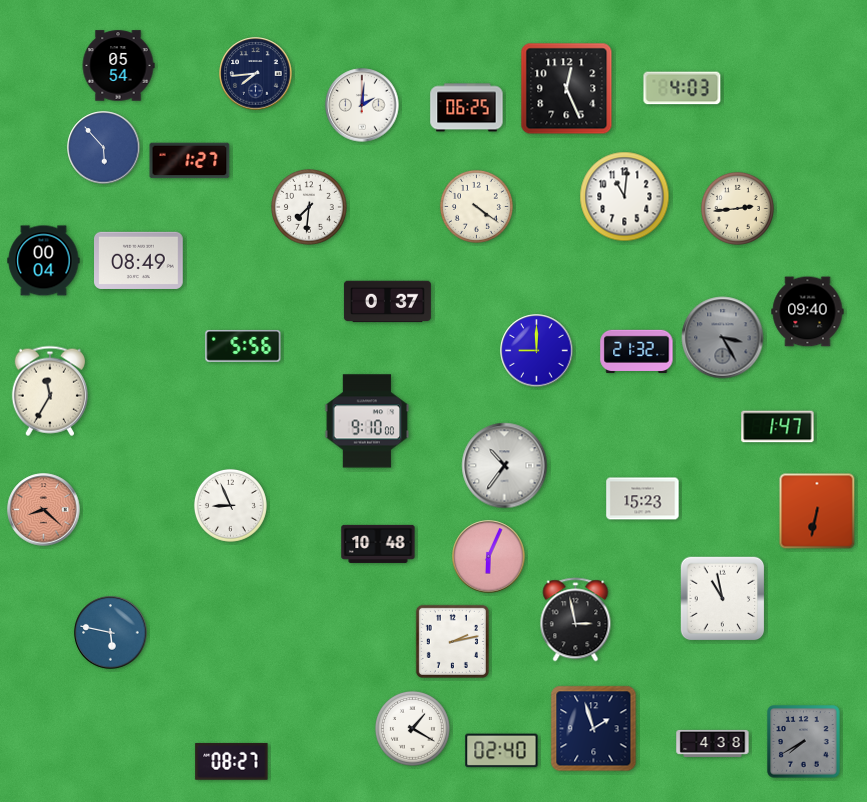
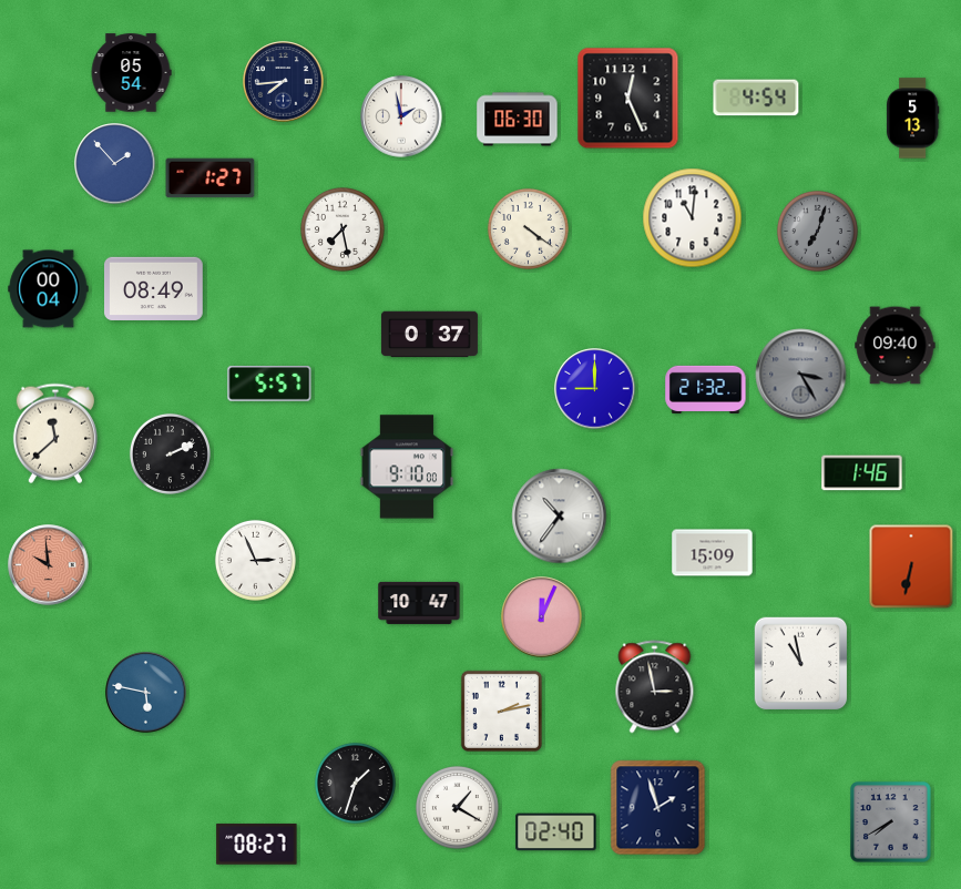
clock at (682, 88): 4:03 -> 4:54
clock at (362, 105): 2:01 -> 1:58
clock at (912, 119): none -> 5:13
clock at (467, 108): 06:25 -> 06:30
clock at (104, 148): 5:53 -> 1:53
clock at (310, 208): 7:31 -> 7:28
clock at (737, 208): 2:44 -> 7:03
clock at (737, 208) dial: cream -> grey
clock at (243, 346): 5:56 -> 5:57
clock at (50, 391): 11:35 -> 11:38
clock at (170, 453): none -> 2:11
clock at (778, 427): 1:47 -> 1:46
clock at (643, 499): 15:23 -> 15:09
clock at (230, 505): 8:56 -> 2:56
clock at (44, 510): 8:22 -> 9:59
clock at (817, 511) position: (817, 511) -> (911, 566)
clock at (378, 544): 10:48 -> 10:47
clock at (489, 557): 6:04 -> 12:04
clock at (576, 620) position: (576, 620) -> (655, 687)
clock at (111, 633) position: (111, 633) -> (146, 693)
clock at (355, 783): none -> 1:33
clock at (713, 743): 4:38 -> none
